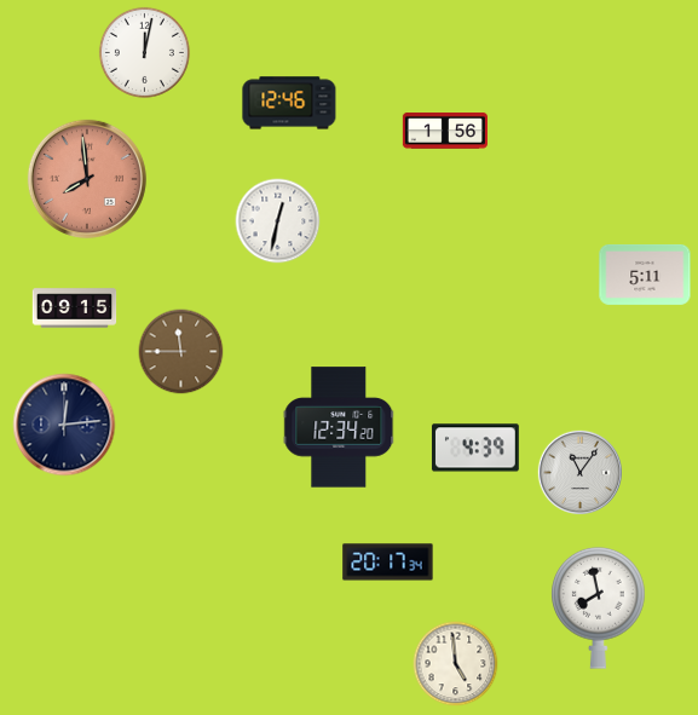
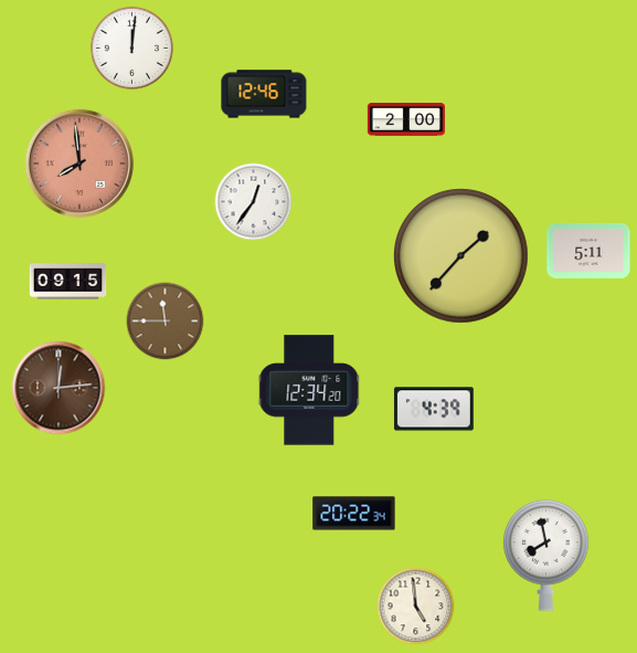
clock at (144, 52): 12:02 -> 12:01
clock at (445, 131): 1:56 -> 2:00
clock at (278, 221): 12:32 -> 12:36
clock at (461, 256): none -> 1:37
clock at (64, 425) dial: navy -> brown
clock at (579, 472): 11:06 -> none
clock at (388, 563): 20:17 -> 20:22
